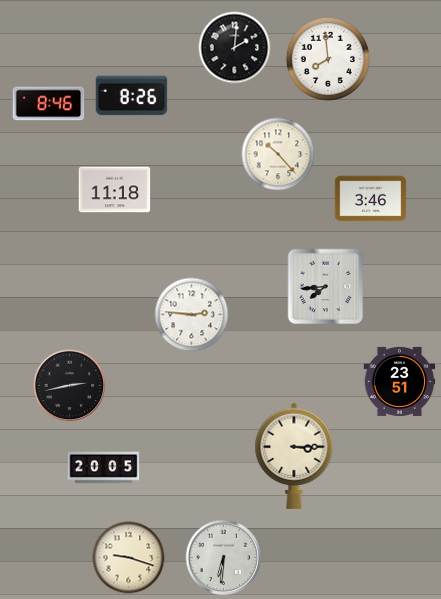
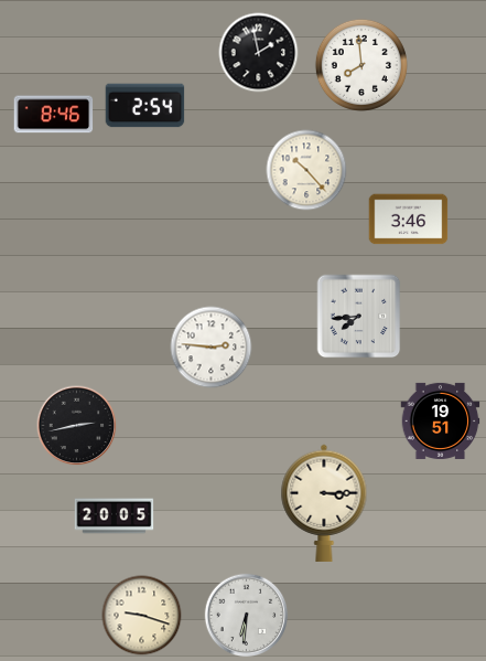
clock at (235, 48): 2:01 -> 1:58
clock at (132, 96): 8:26 -> 2:54
clock at (115, 190): 11:18 -> none
clock at (400, 381): 23:51 -> 19:51
